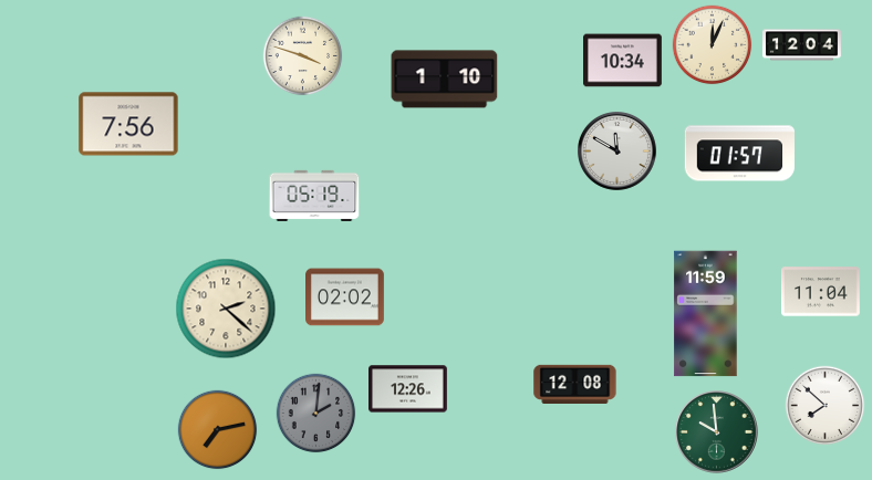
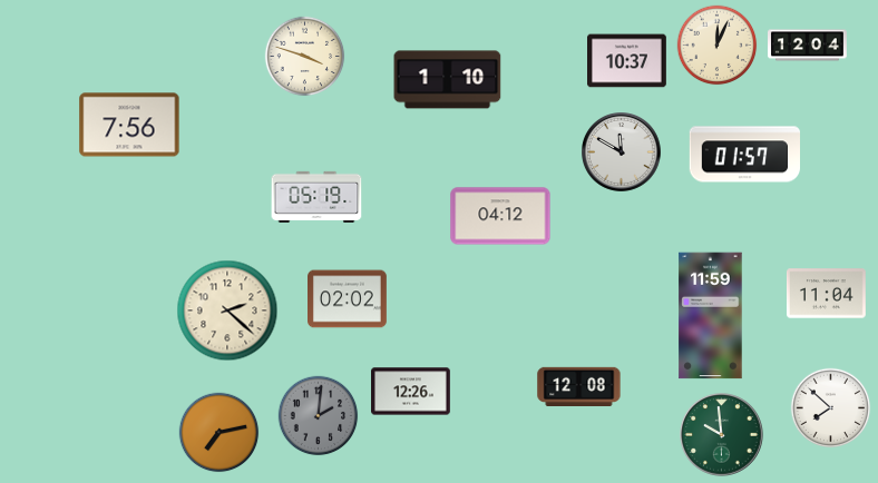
clock at (623, 61): 10:34 -> 10:37
clock at (500, 216): none -> 04:12
